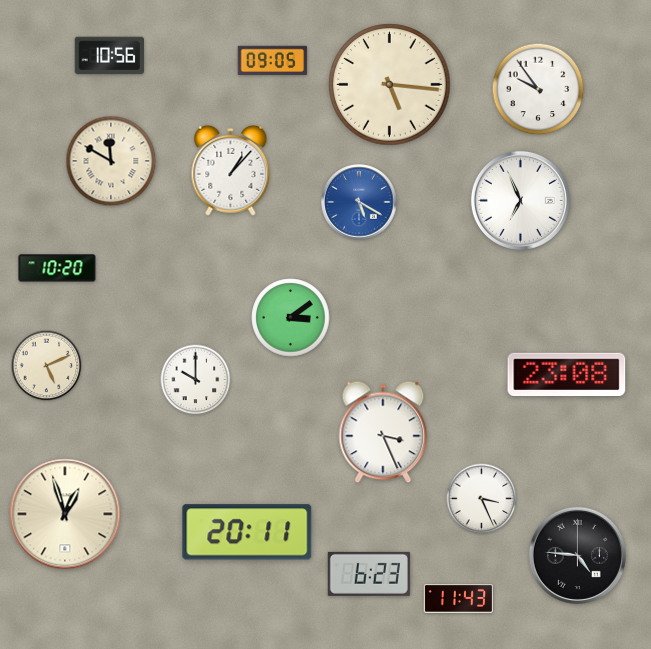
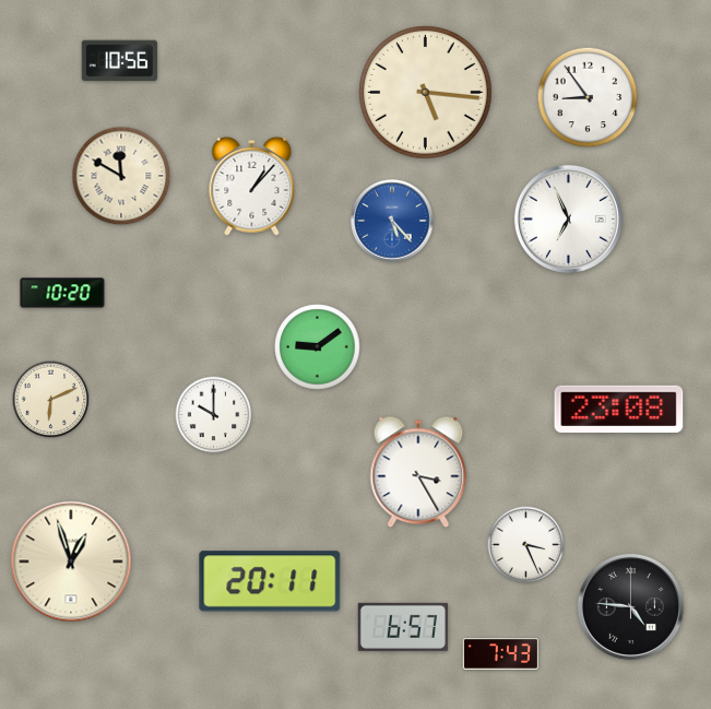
clock at (272, 60): 09:05 -> none
clock at (538, 89): 9:54 -> 8:54
clock at (359, 202): 5:20 -> 5:23
clock at (291, 318): 3:09 -> 9:09
clock at (47, 366): 5:11 -> 6:11
clock at (383, 432): 3:26 -> 3:25
clock at (369, 574): 6:23 -> 6:57
clock at (458, 599): 11:43 -> 7:43
